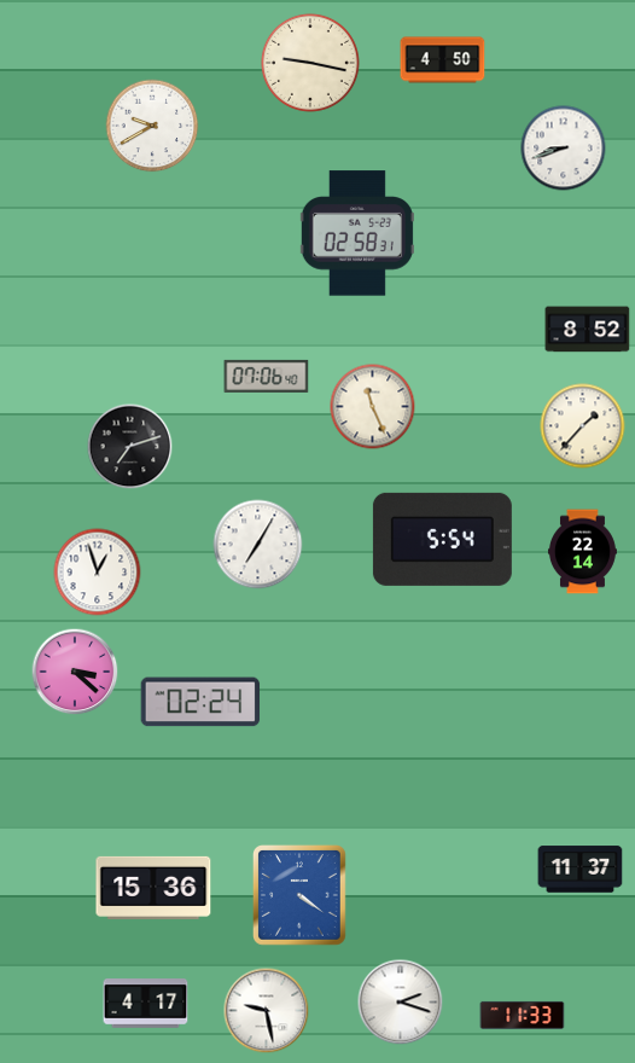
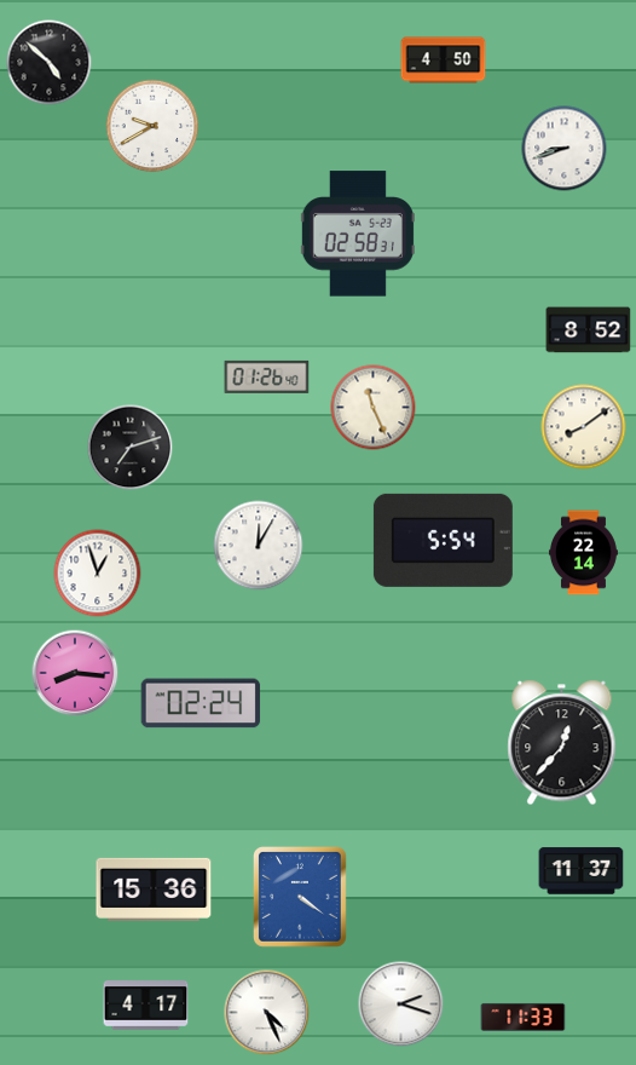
clock at (50, 63): none -> 4:52
clock at (310, 63): 9:17 -> none
clock at (267, 376): 07:06 -> 01:26
clock at (583, 426): 1:37 -> 8:09
clock at (258, 545): 7:05 -> 12:05
clock at (75, 672): 3:22 -> 8:16
clock at (562, 743): none -> 12:37
clock at (267, 1011): 9:28 -> 4:26
